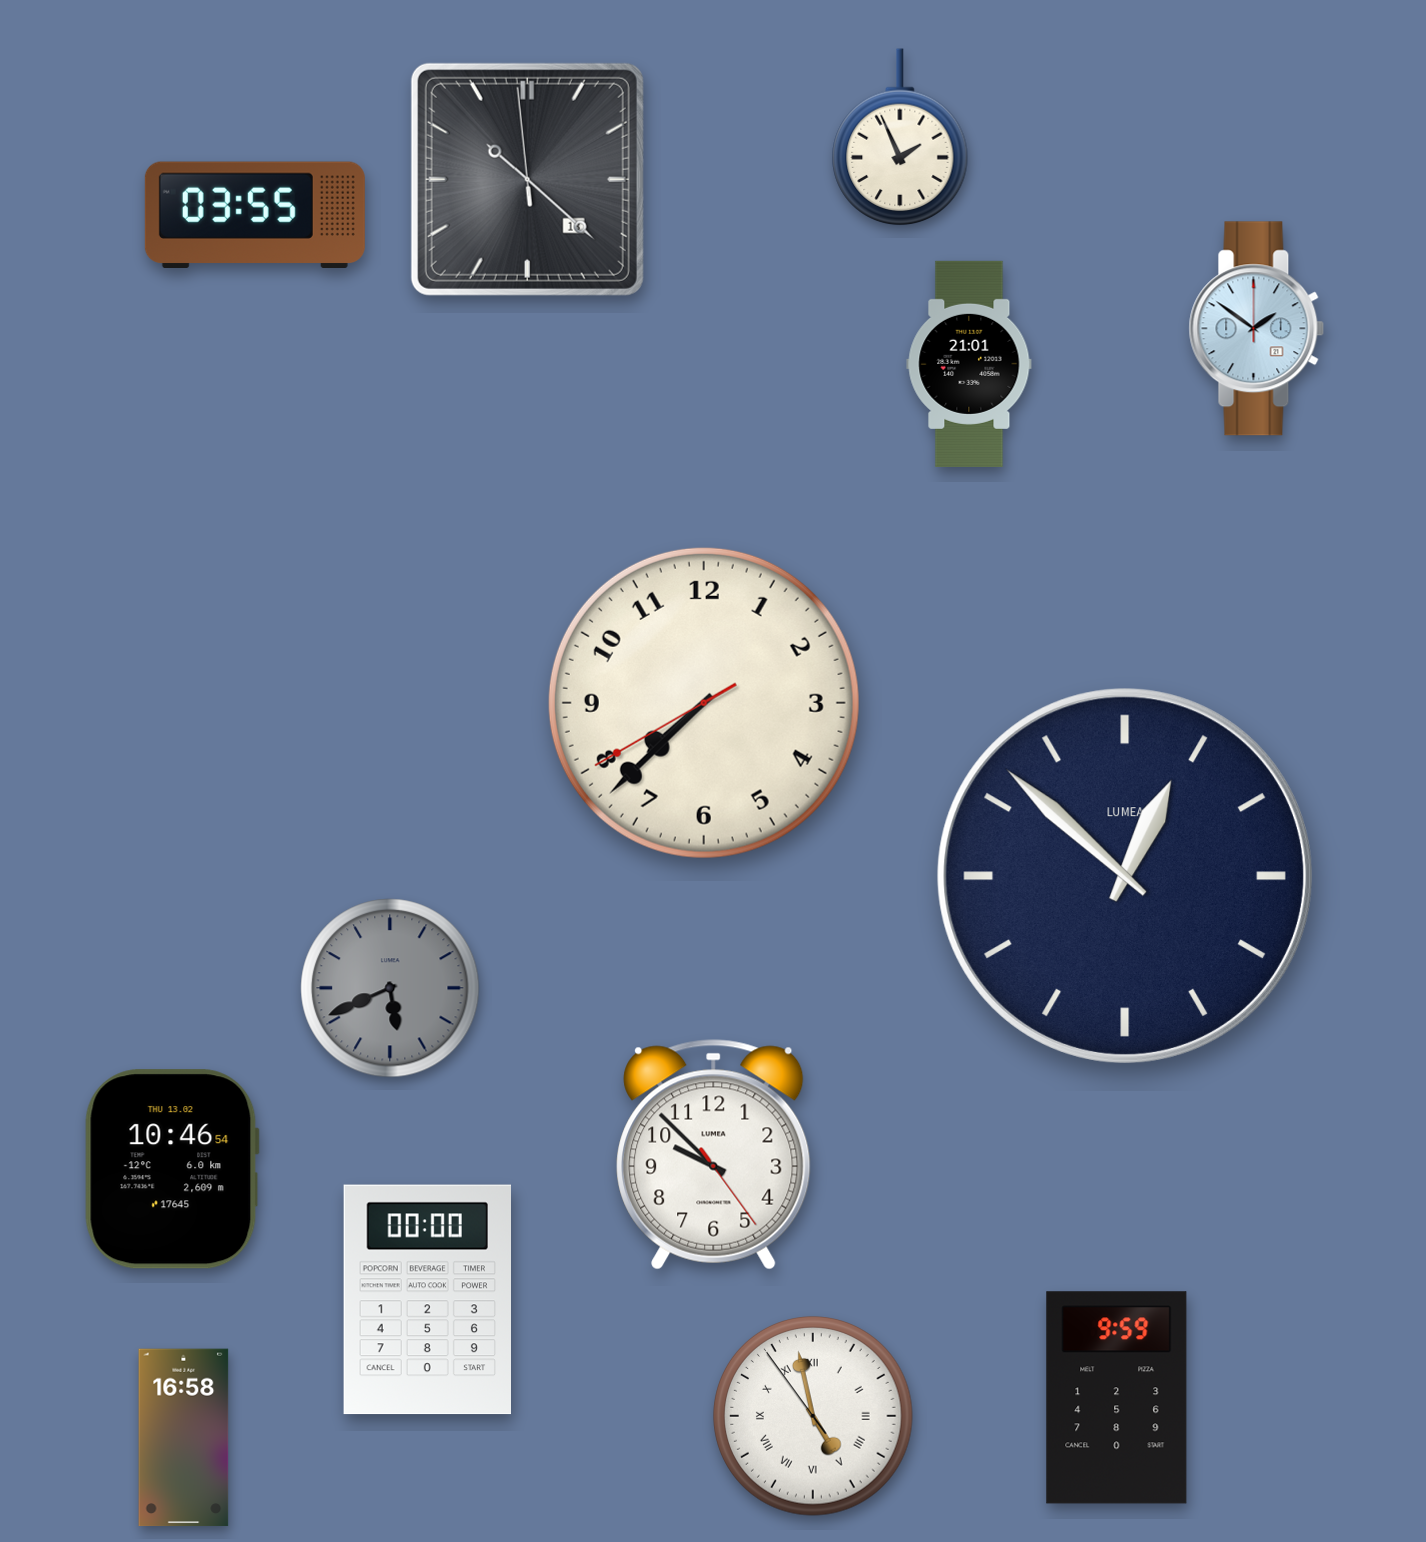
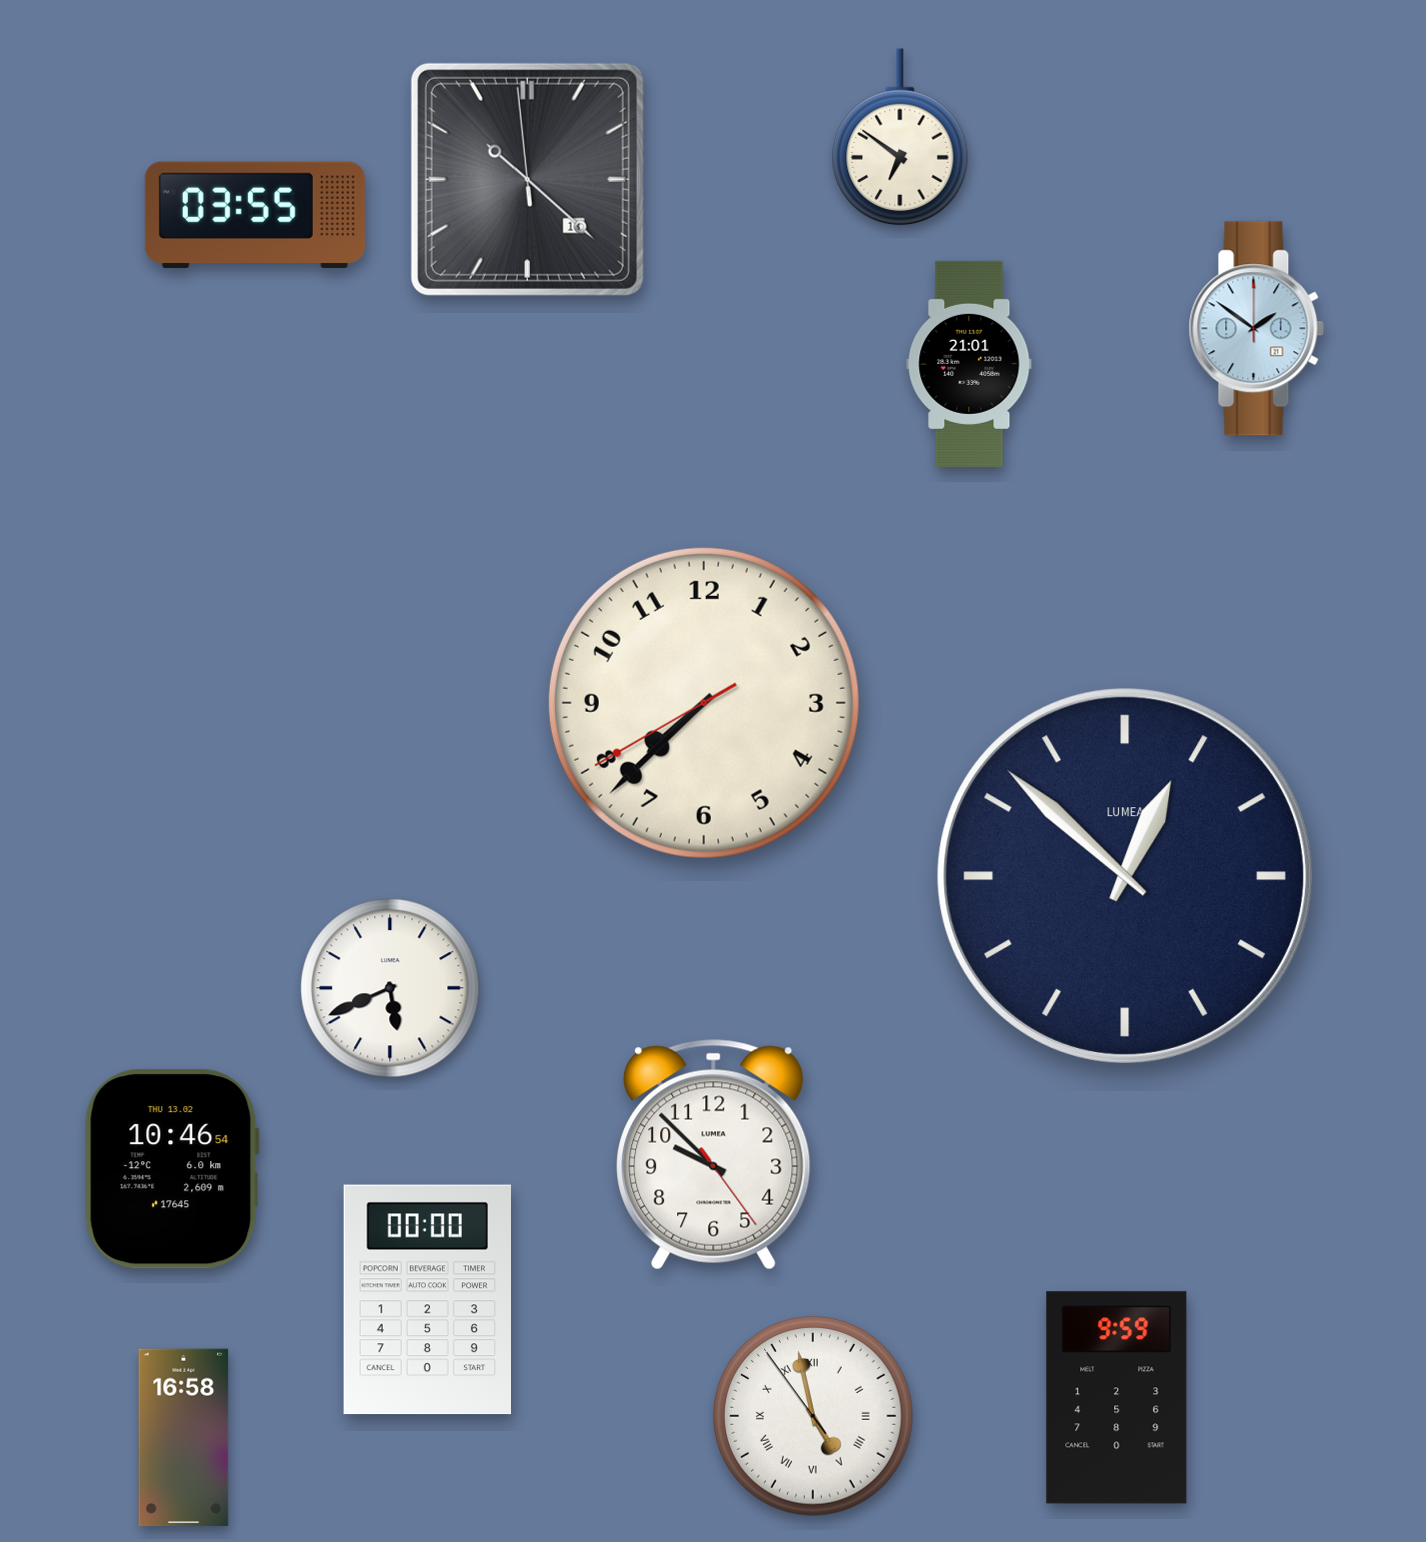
clock at (900, 138): 1:56 -> 6:51
clock at (390, 988) dial: grey -> white
